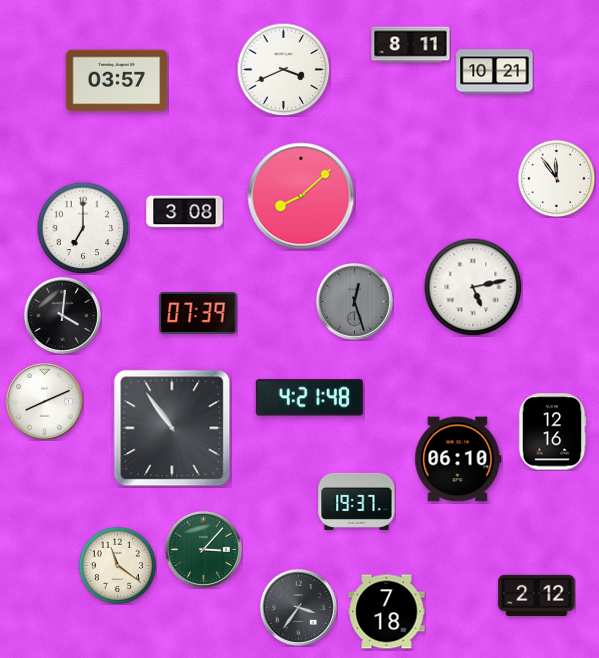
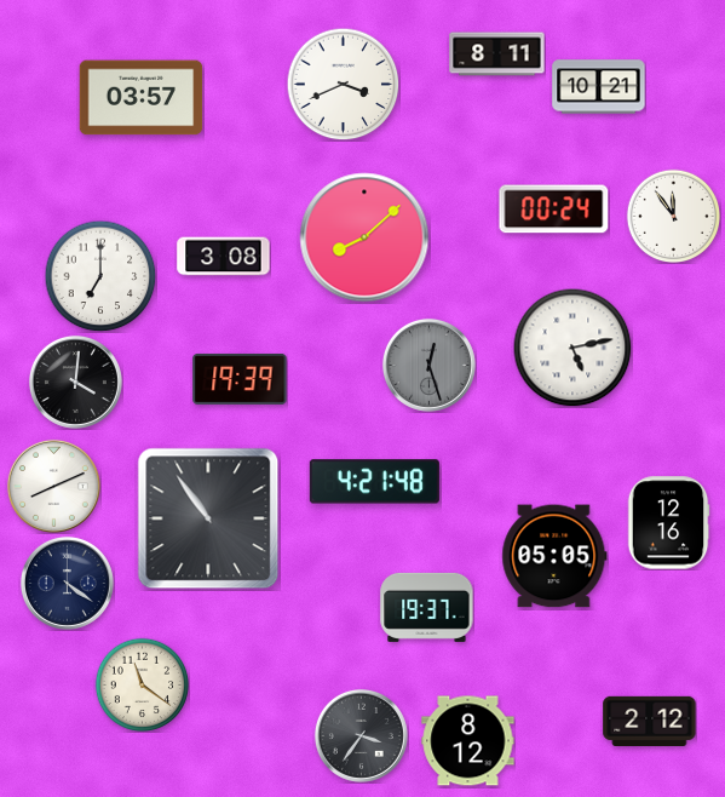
clock at (554, 210): none -> 00:24
clock at (198, 313): 07:39 -> 19:39
clock at (458, 459): 06:10 -> 05:05
clock at (67, 583): none -> 4:21
clock at (357, 501) position: (357, 501) -> (427, 607)
clock at (203, 549): 3:07 -> none
clock at (387, 612): 7:18 -> 8:12
